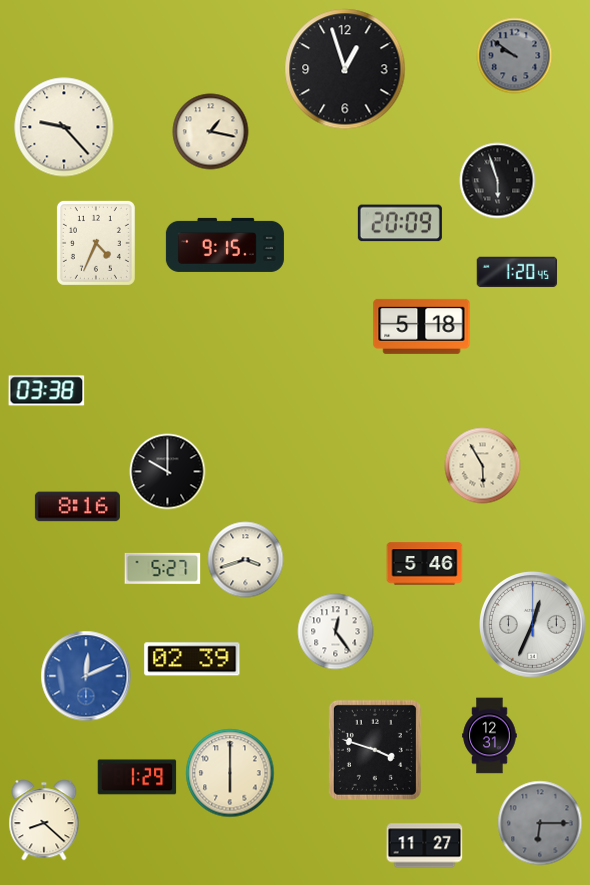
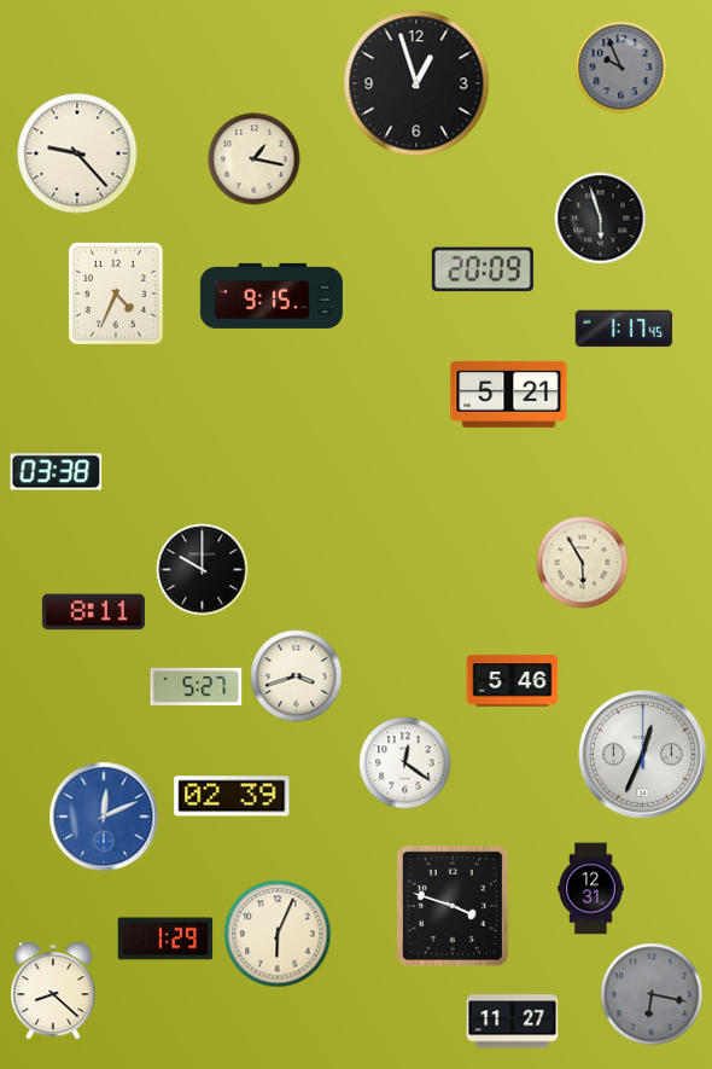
clock at (515, 56): 9:51 -> 9:56
clock at (517, 272): 1:20 -> 1:17
clock at (422, 326): 5:18 -> 5:21
clock at (77, 507): 8:16 -> 8:11
clock at (336, 632): 12:24 -> 12:21
clock at (230, 773): 6:00 -> 6:04
clock at (540, 823): 6:15 -> 6:17
